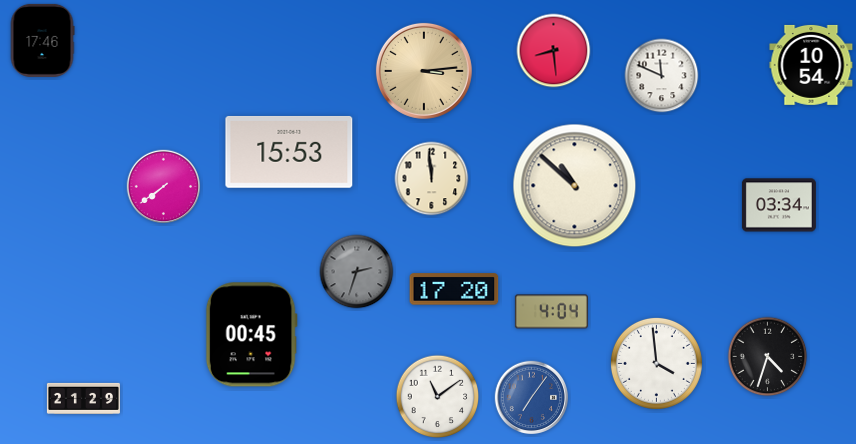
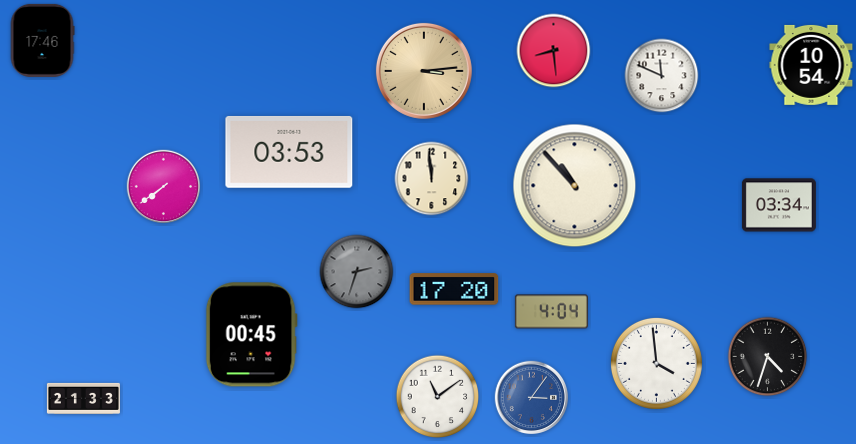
clock at (289, 152): 15:53 -> 03:53
clock at (575, 186): 10:52 -> 10:53
clock at (83, 398): 21:29 -> 21:33
clock at (532, 398): 7:06 -> 3:06
